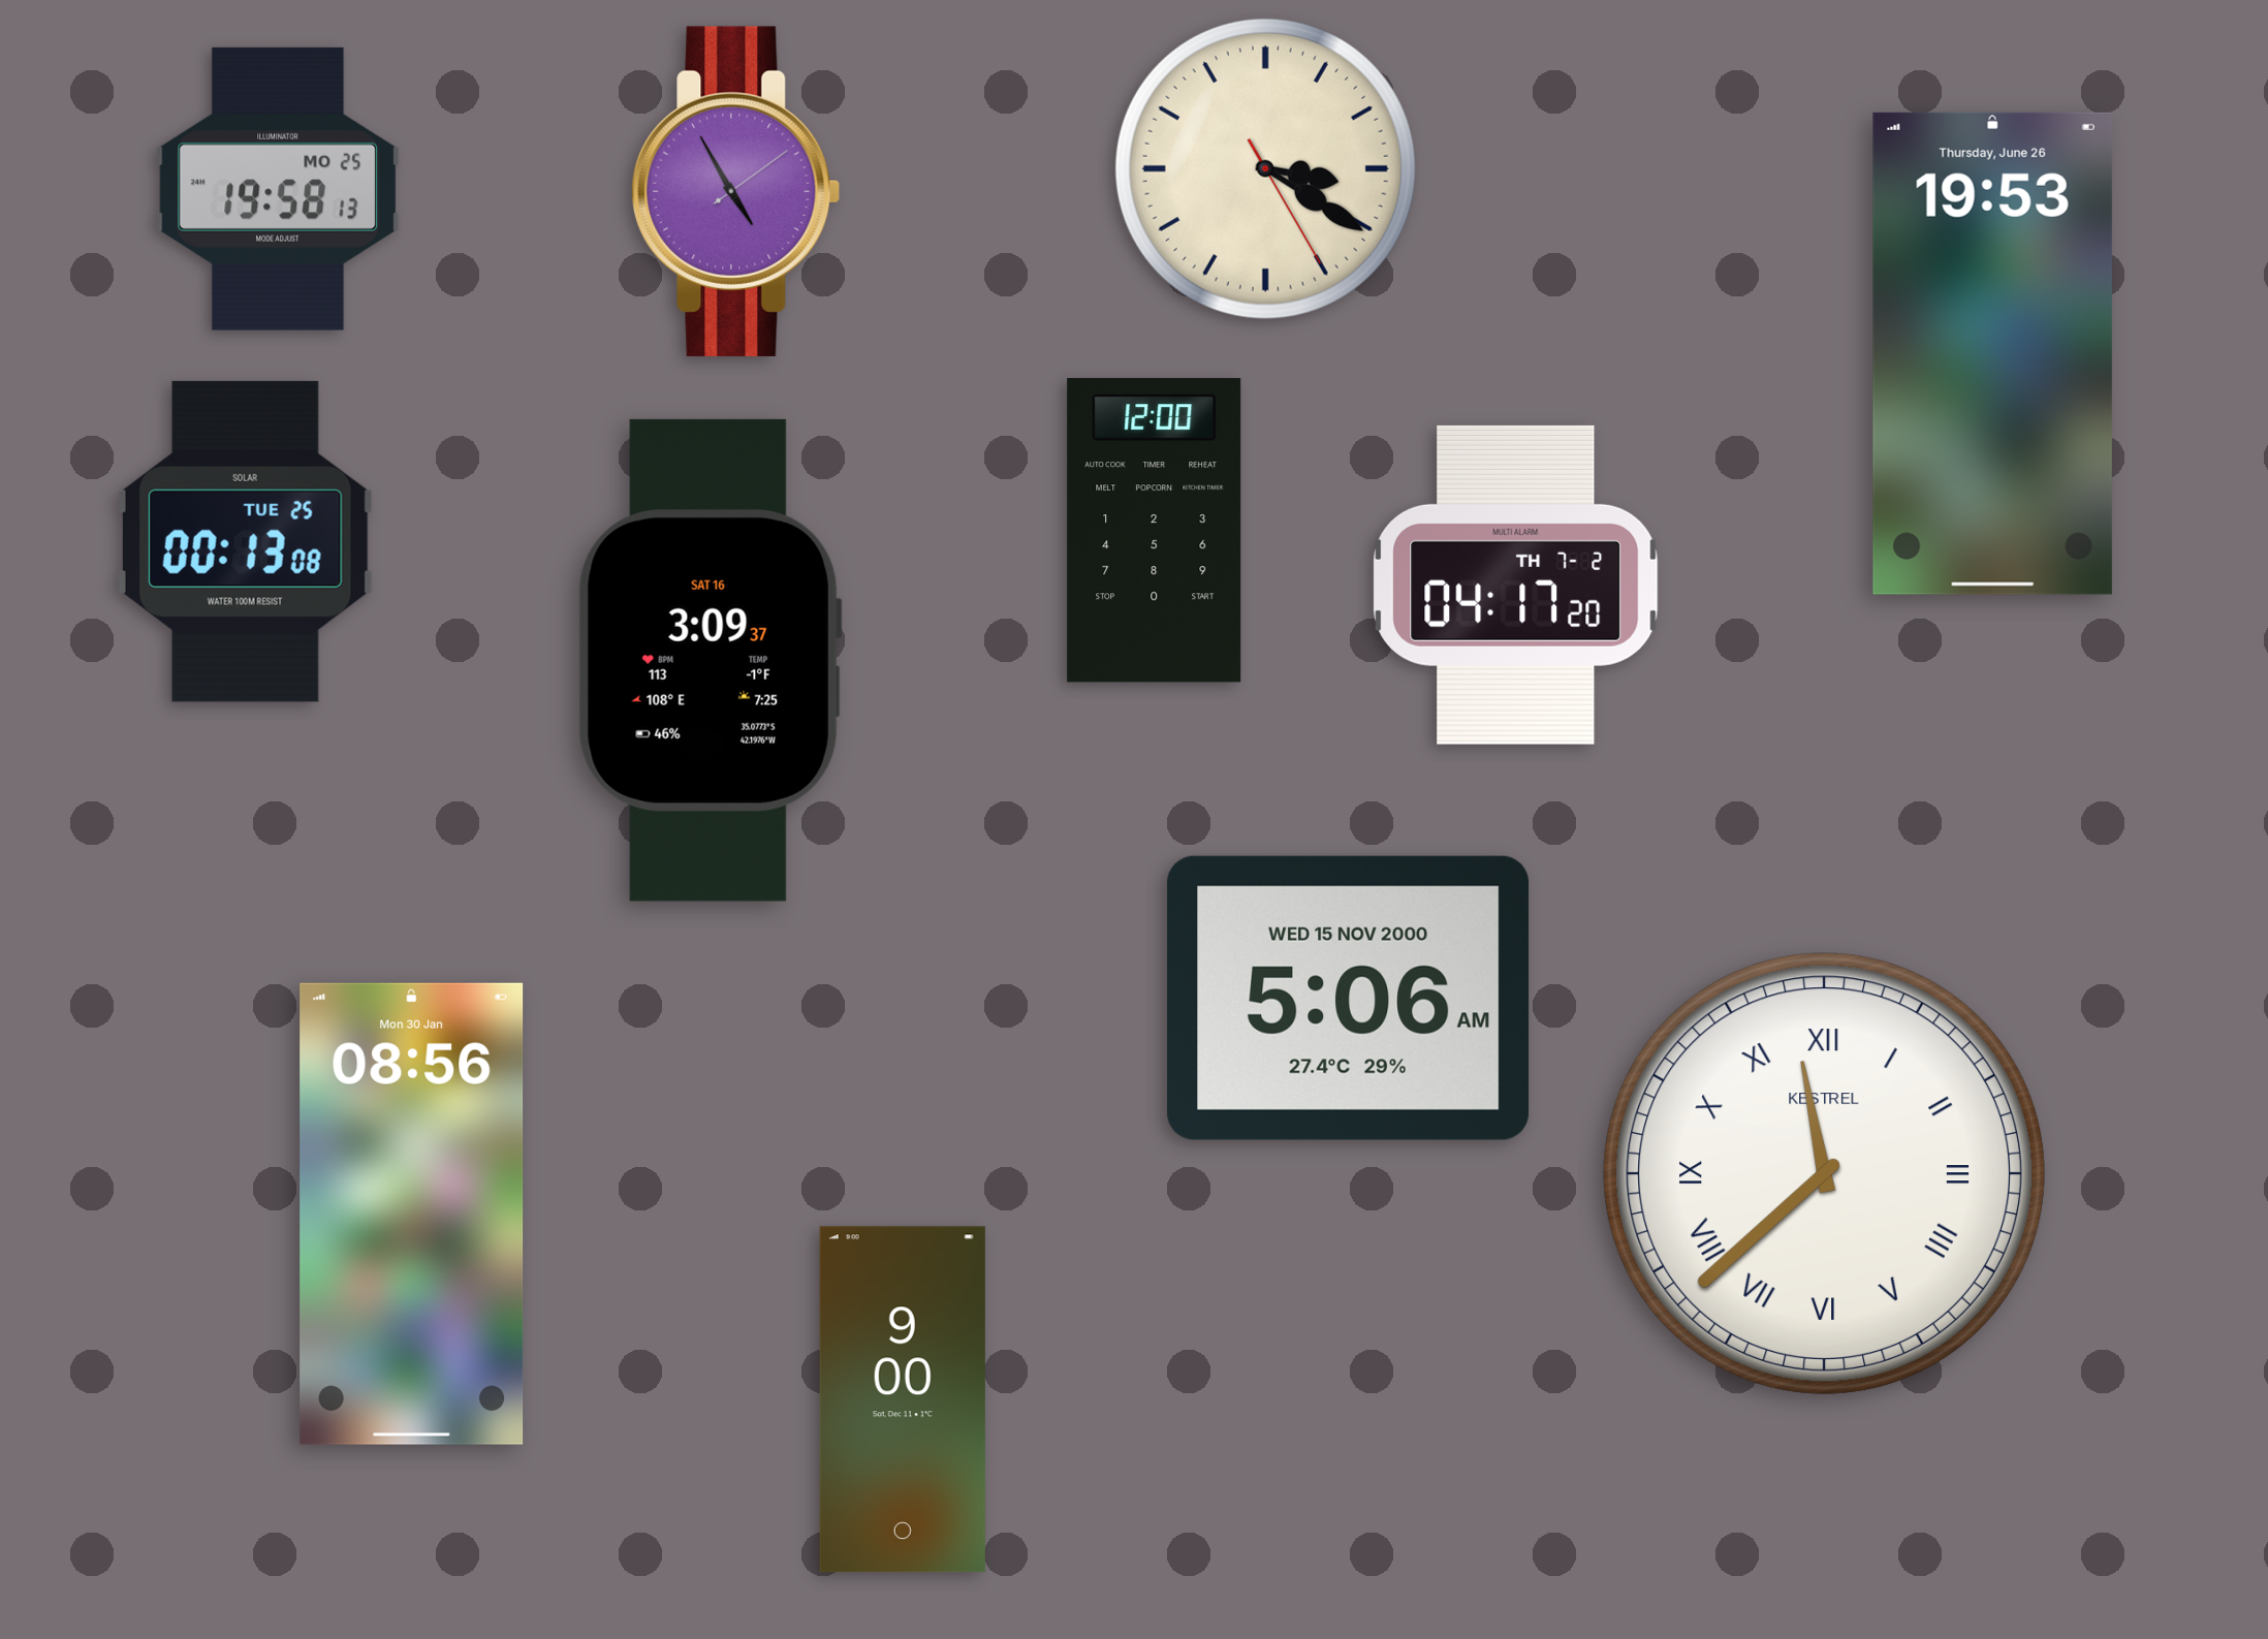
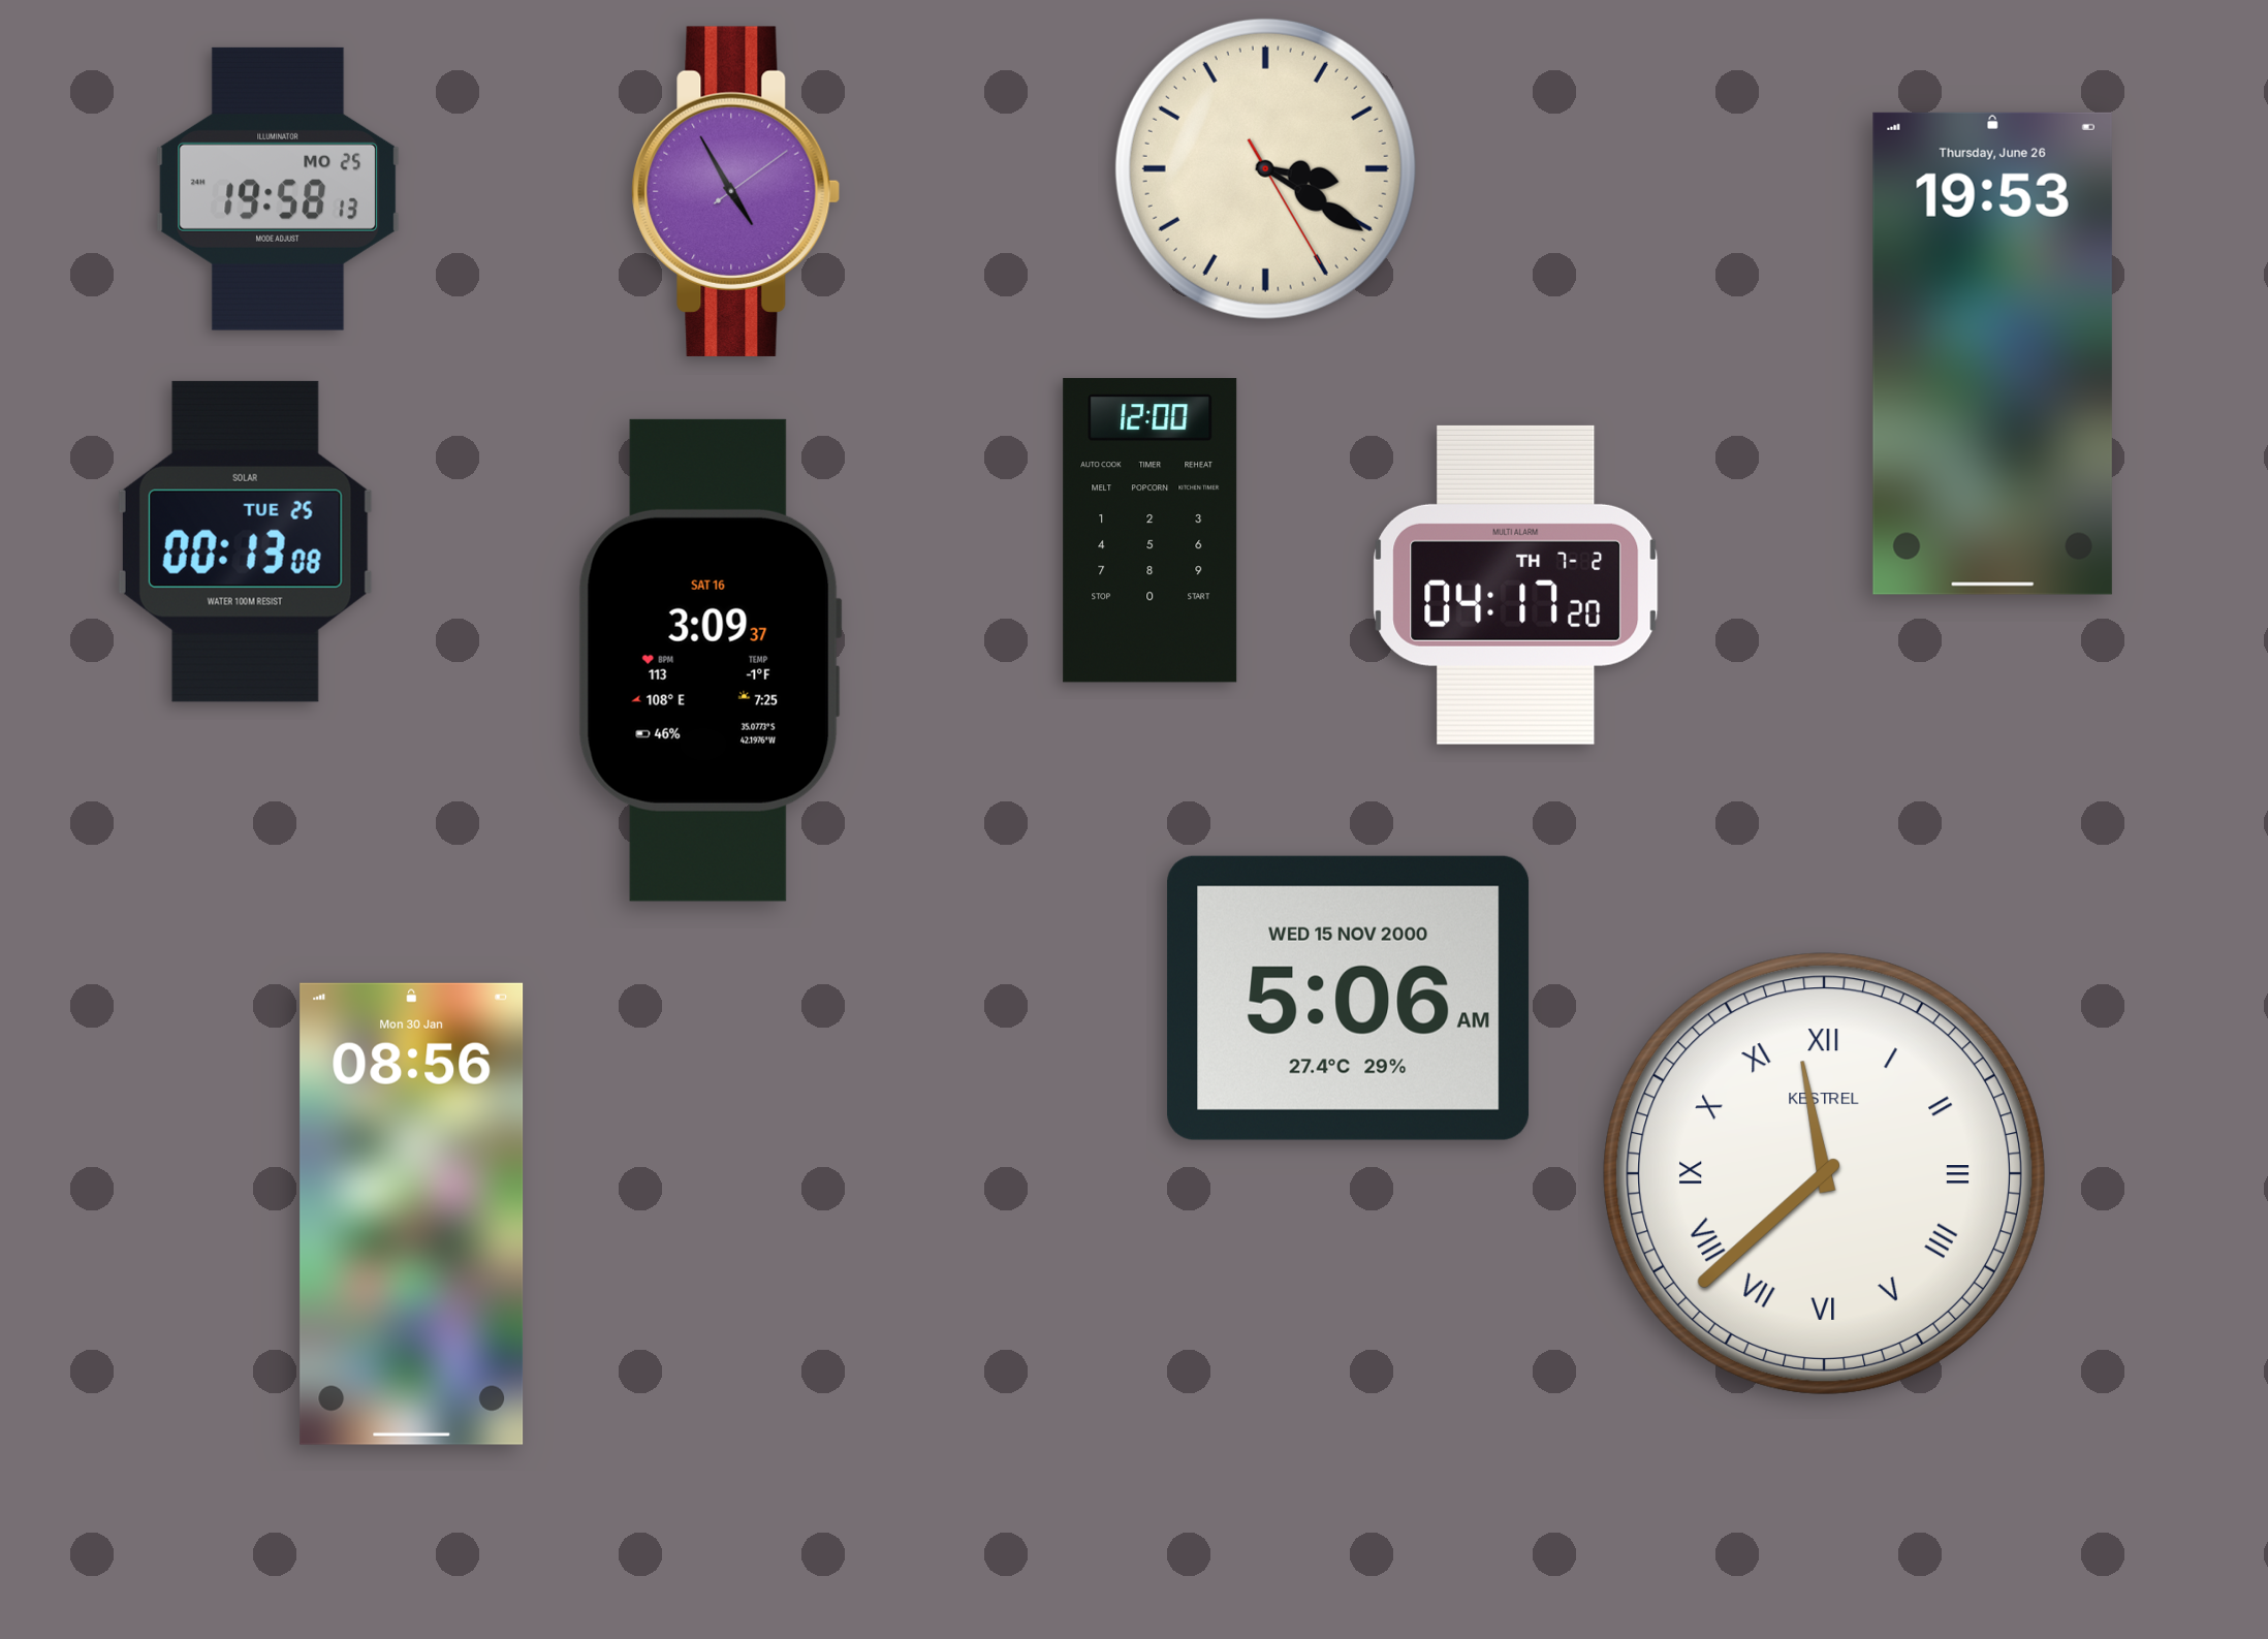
clock at (1155, 531) position: (1155, 531) -> (1151, 531)
clock at (903, 1399): 9:00 -> none
